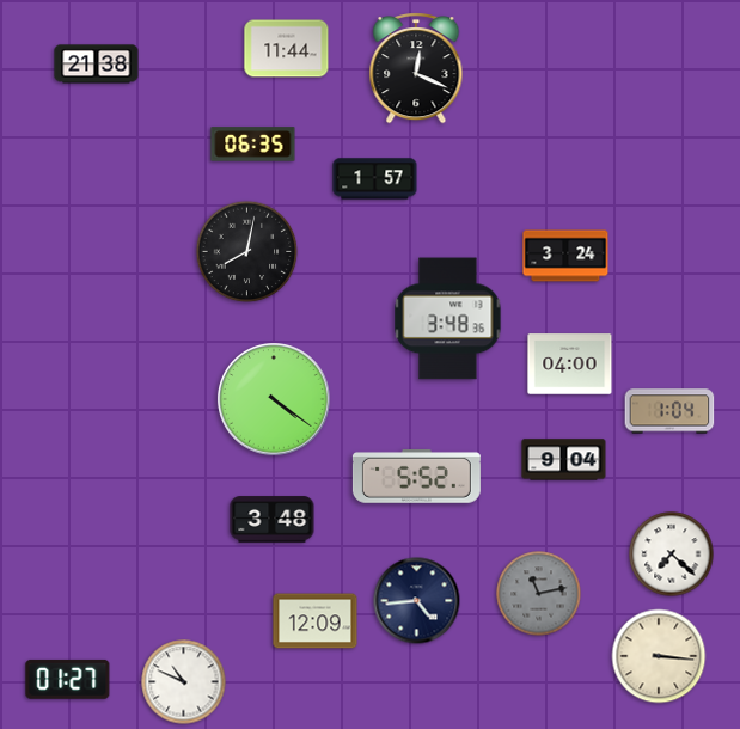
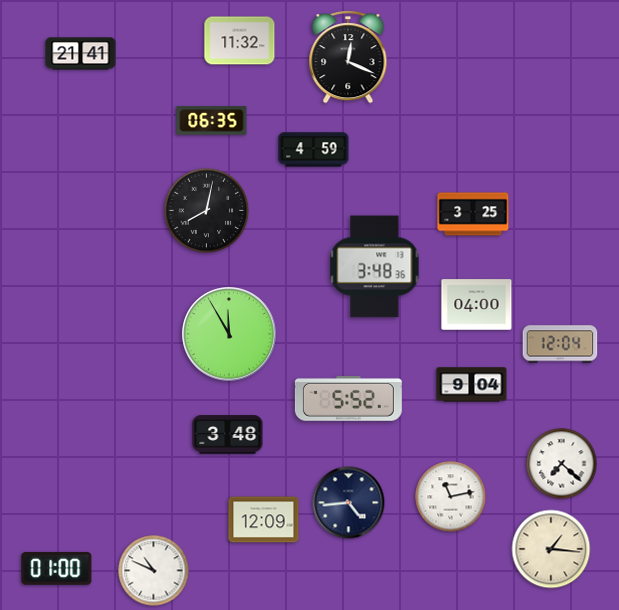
clock at (287, 49): 11:44 -> 11:32
clock at (97, 65): 21:38 -> 21:41
clock at (375, 179): 1:57 -> 4:59
clock at (565, 256): 3:24 -> 3:25
clock at (274, 399): 4:21 -> 11:55
clock at (669, 411): 1:04 -> 12:04
clock at (539, 594) dial: grey -> white
clock at (659, 656): 3:16 -> 1:16
clock at (68, 679): 01:27 -> 01:00
